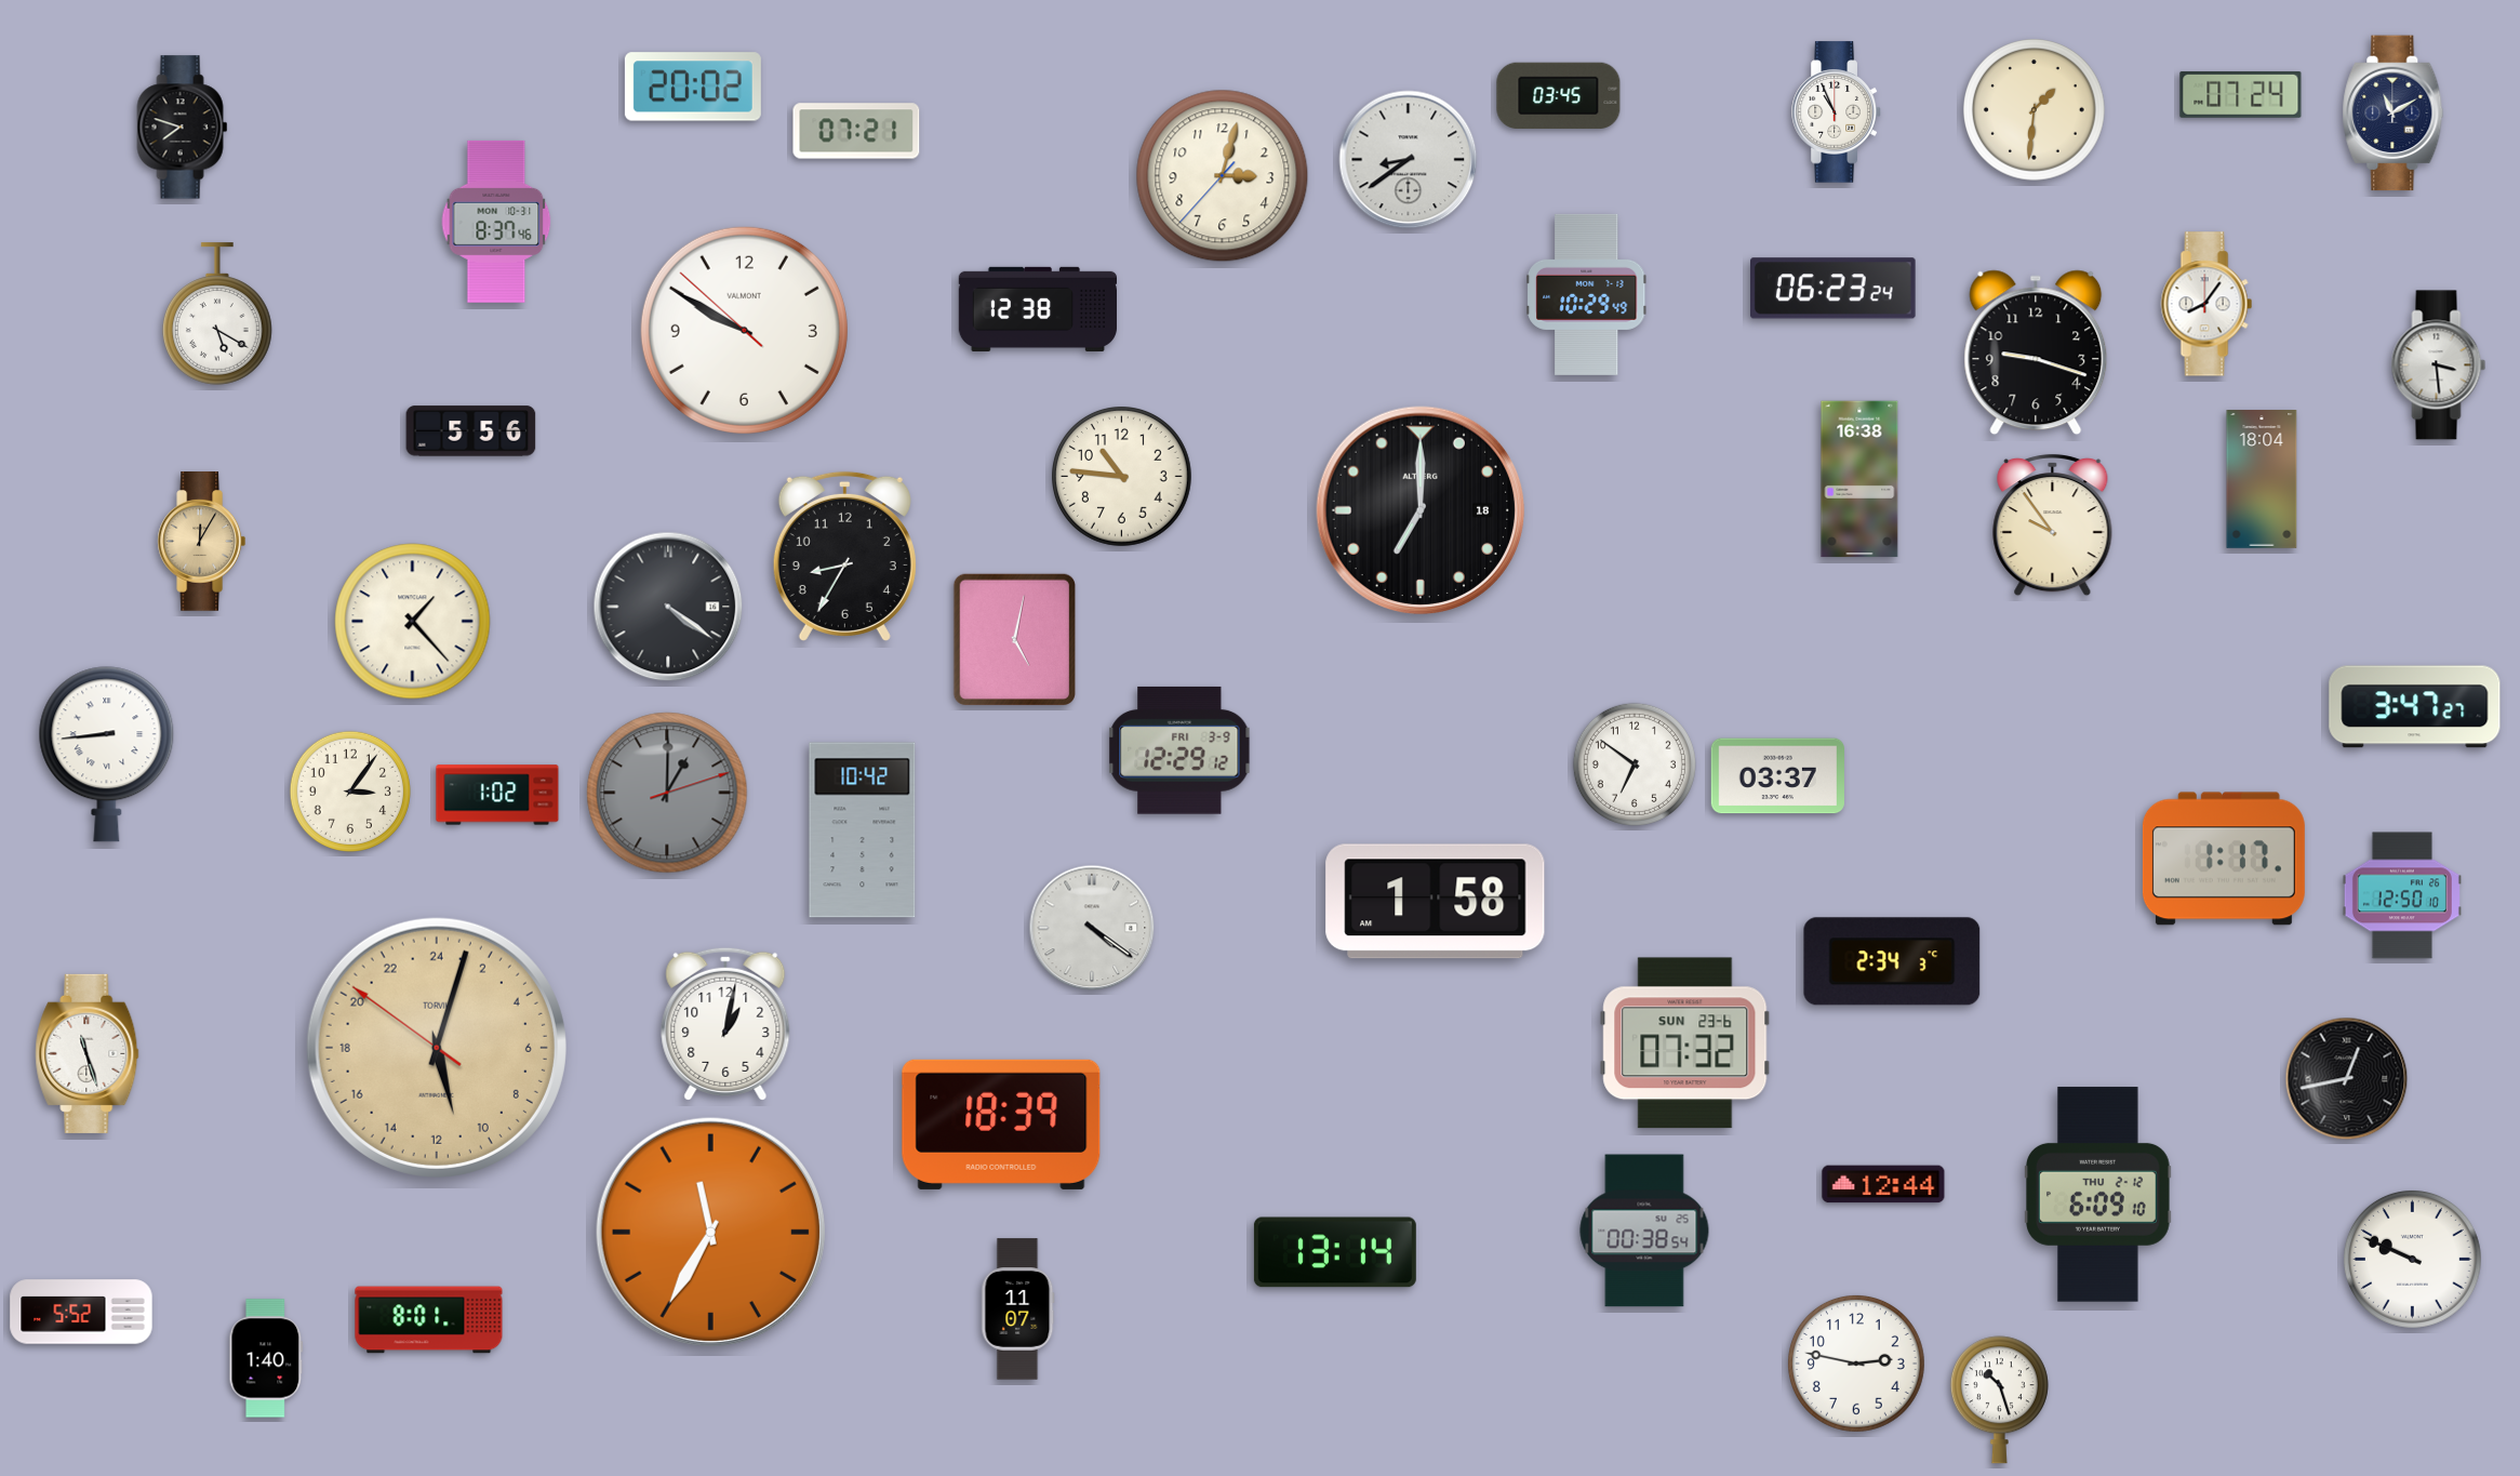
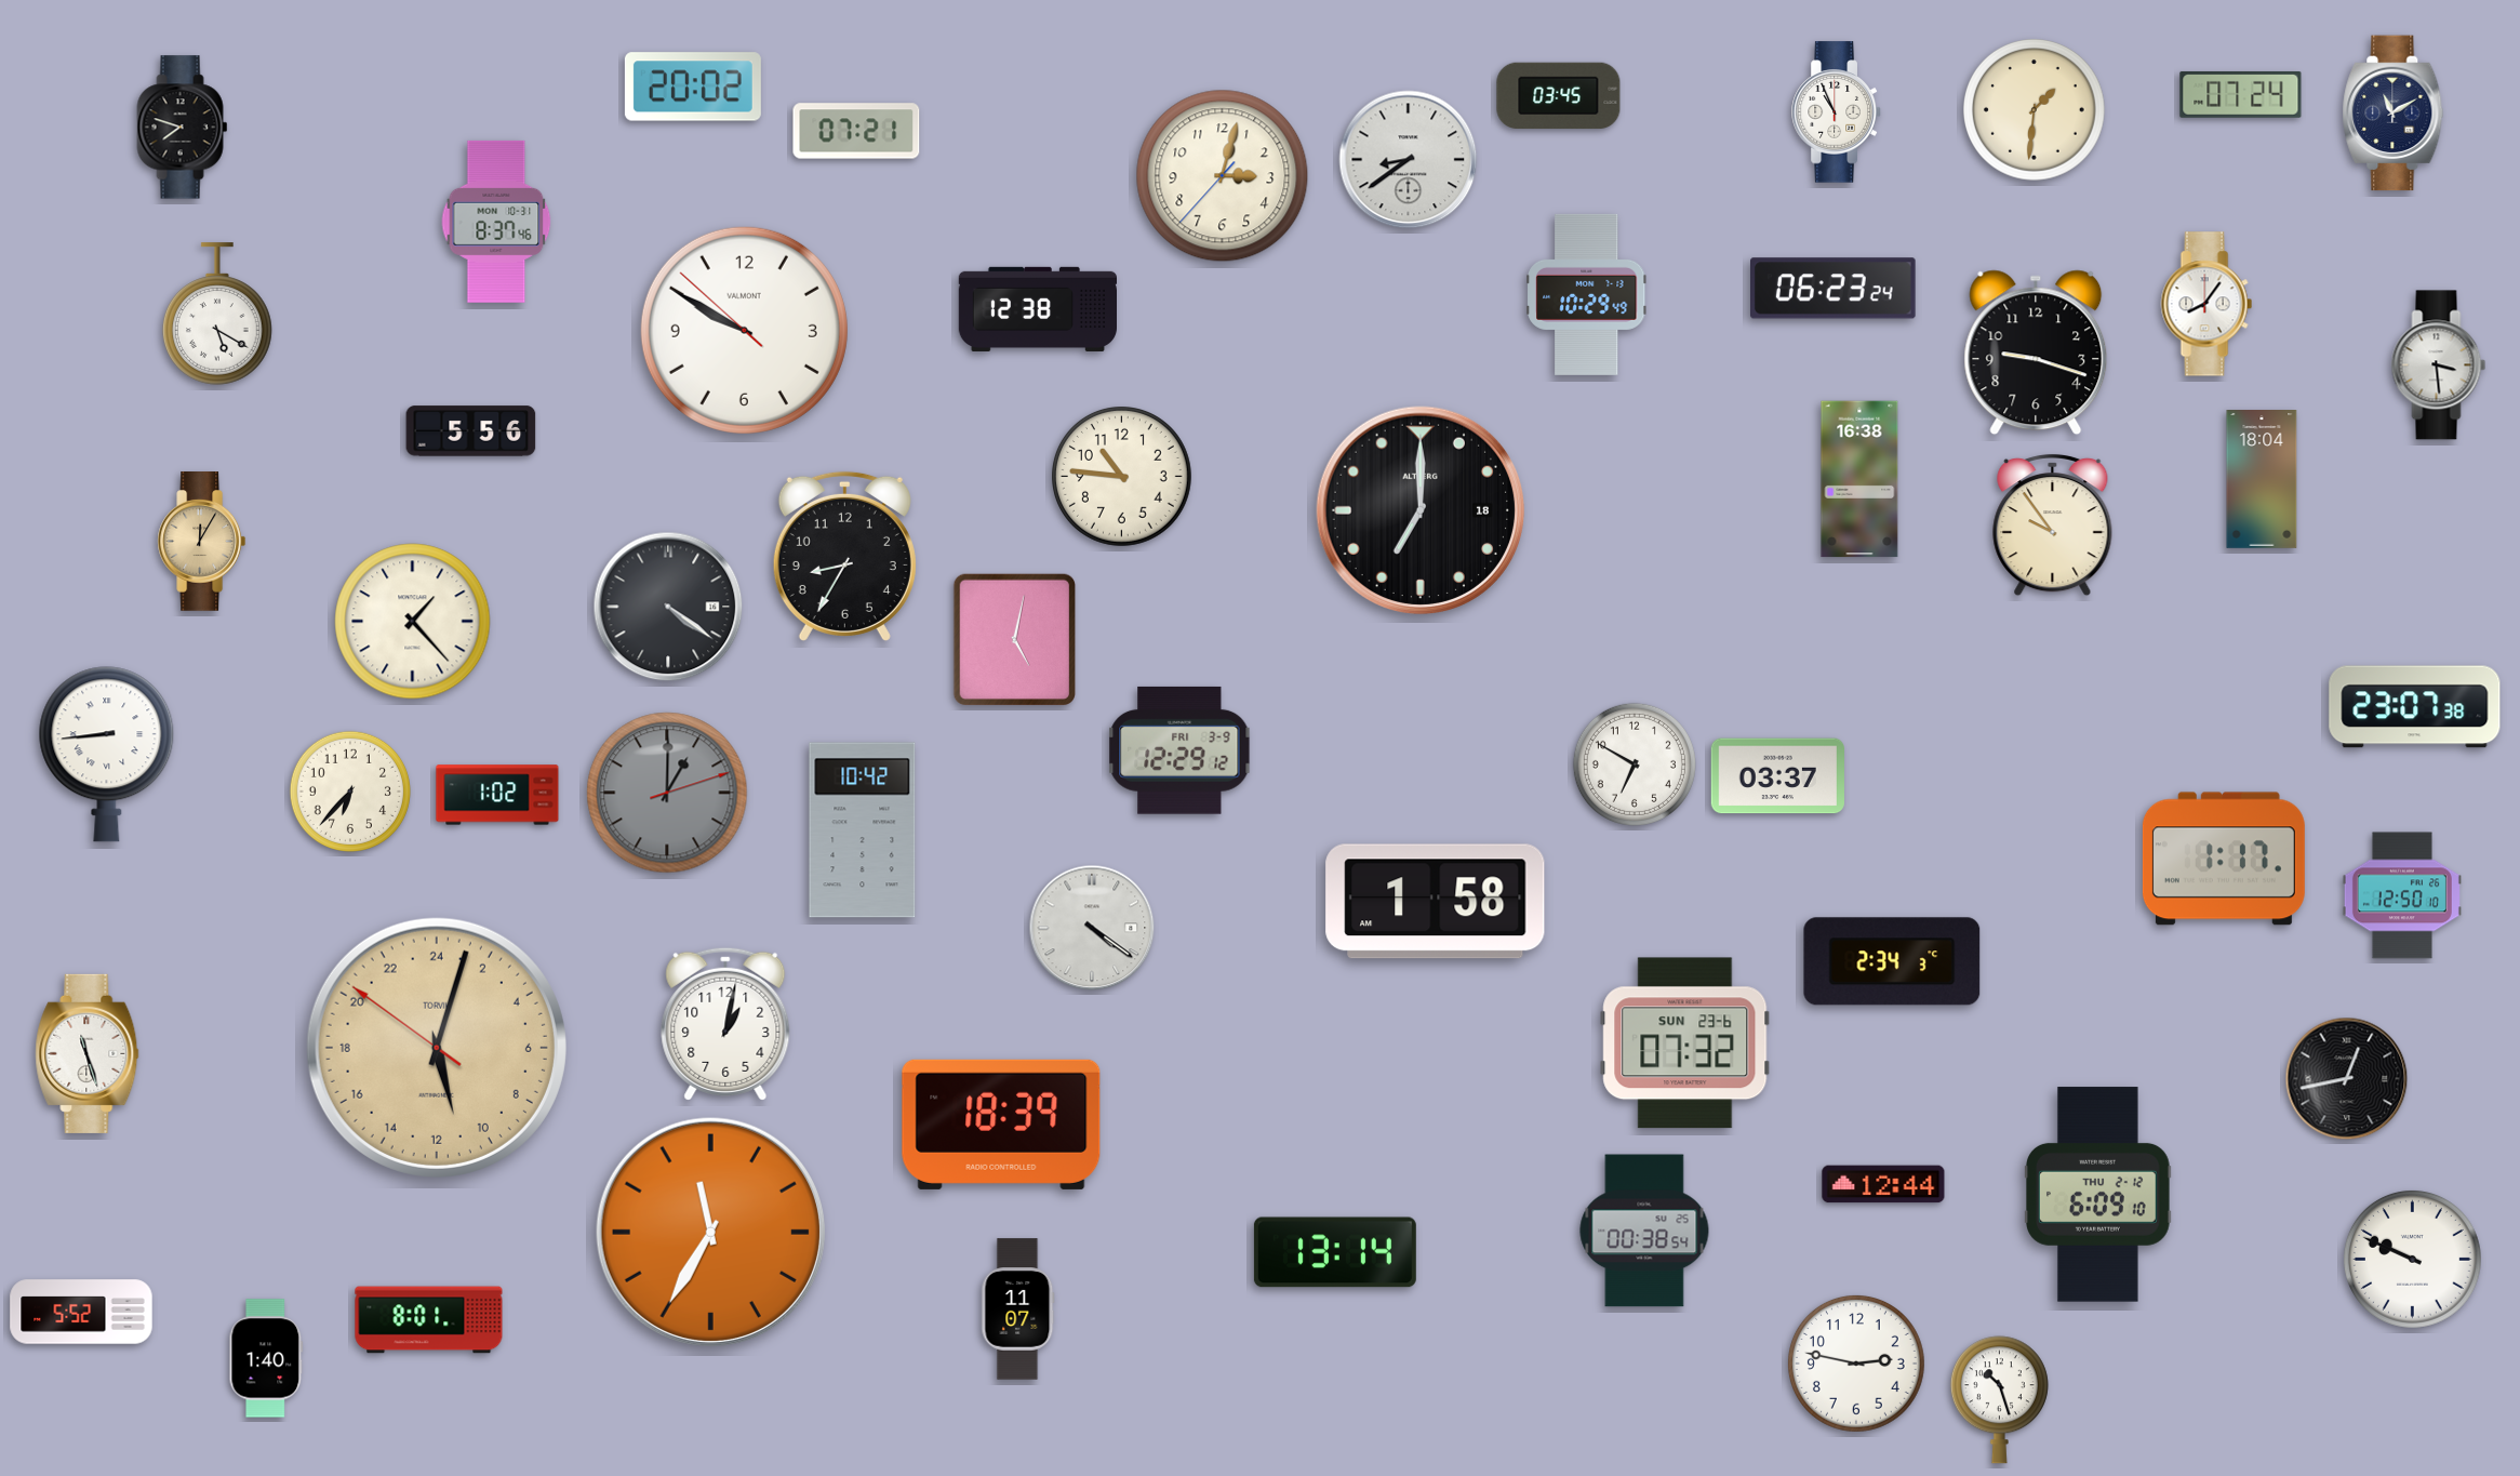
clock at (2415, 707): 3:47 -> 23:07
clock at (1635, 764): 6:51 -> 6:50
clock at (350, 792): 3:06 -> 6:37
